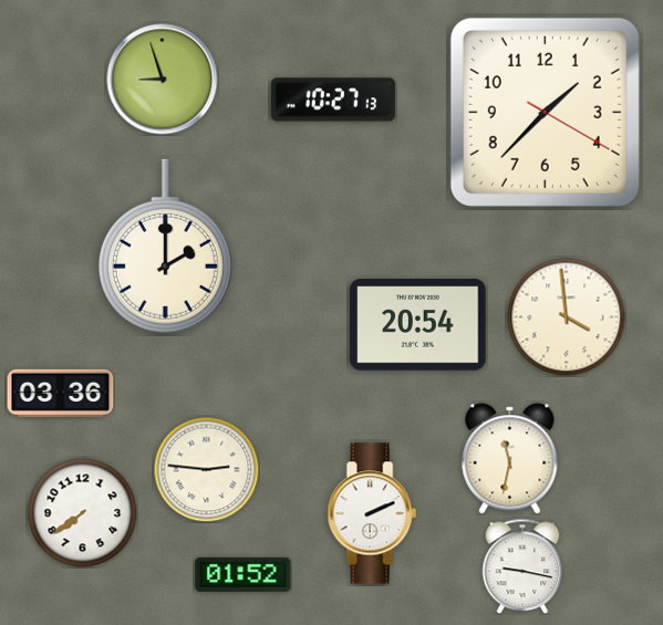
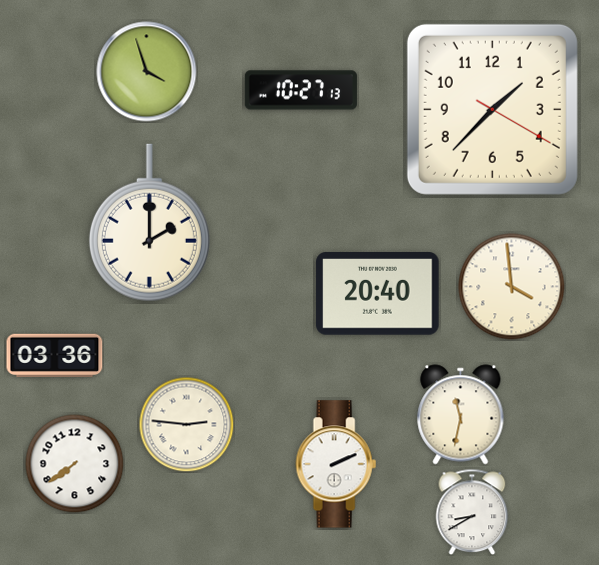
clock at (163, 80): 8:57 -> 3:57
clock at (545, 112) position: (545, 112) -> (492, 109)
clock at (418, 325): 20:54 -> 20:40
clock at (522, 566): 9:17 -> 8:40
clock at (244, 574): 01:52 -> none
